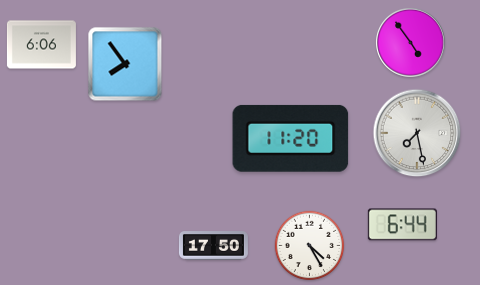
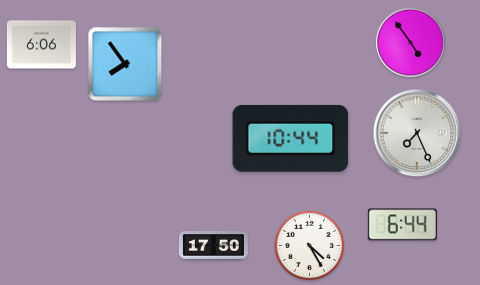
clock at (417, 133): 7:28 -> 7:26
clock at (291, 138): 11:20 -> 10:44
